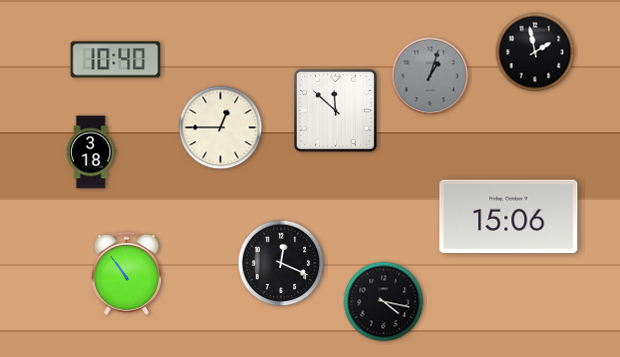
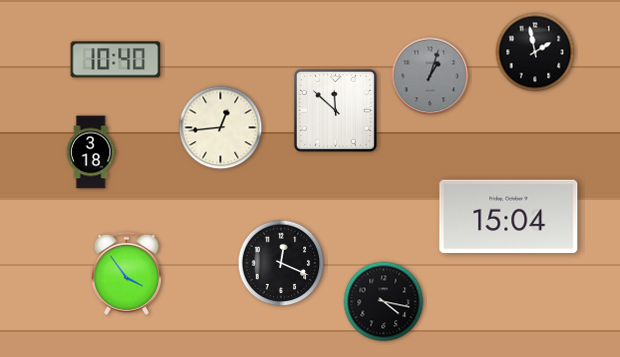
clock at (221, 128): 12:45 -> 12:44
clock at (509, 216): 15:06 -> 15:04
clock at (126, 273): 10:54 -> 3:54
